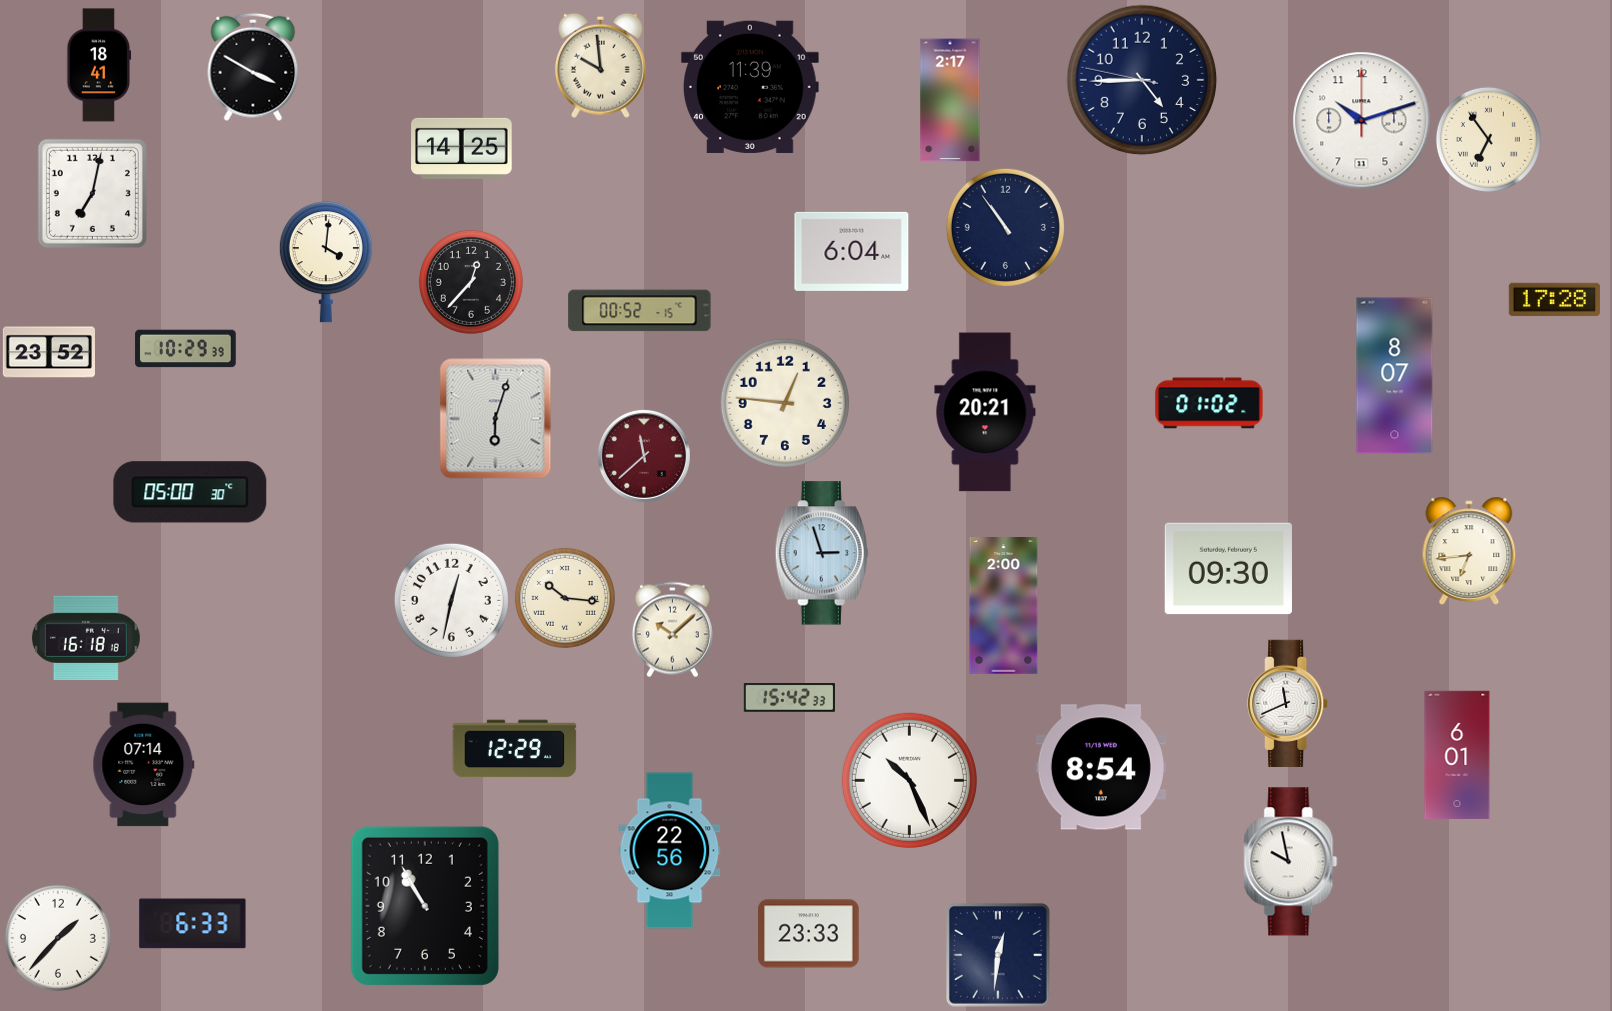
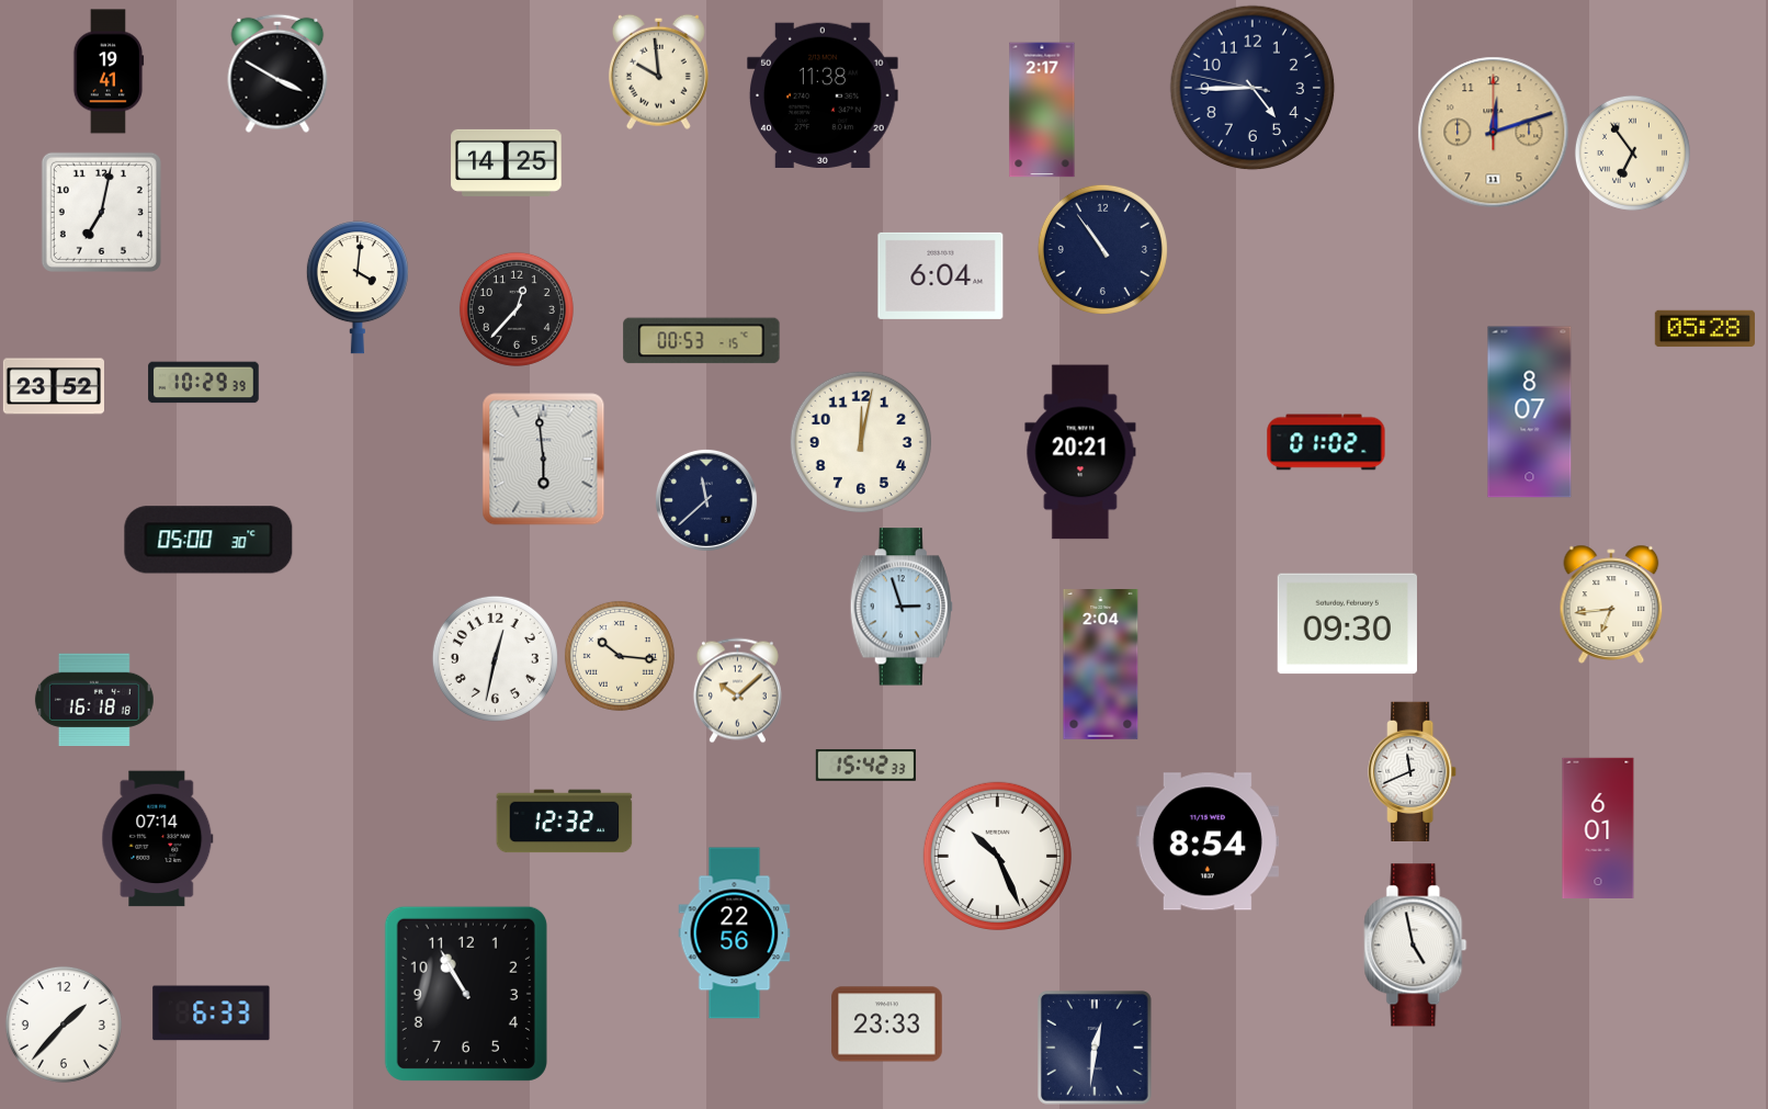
clock at (99, 65): 18:41 -> 19:41
clock at (750, 87): 11:39 -> 11:38
clock at (1362, 121): 10:12 -> 12:12
clock at (1362, 121) dial: white -> champagne
clock at (852, 251) position: (852, 251) -> (941, 275)
clock at (1554, 300): 17:28 -> 05:28
clock at (640, 311): 00:52 -> 00:53
clock at (785, 403): 12:46 -> 12:02
clock at (496, 419): 6:03 -> 5:59
clock at (644, 456) dial: burgundy -> navy
clock at (1004, 606): 2:00 -> 2:04
clock at (515, 749): 12:29 -> 12:32
clock at (1291, 862): 9:58 -> 4:58
clock at (58, 938) position: (58, 938) -> (64, 1025)
